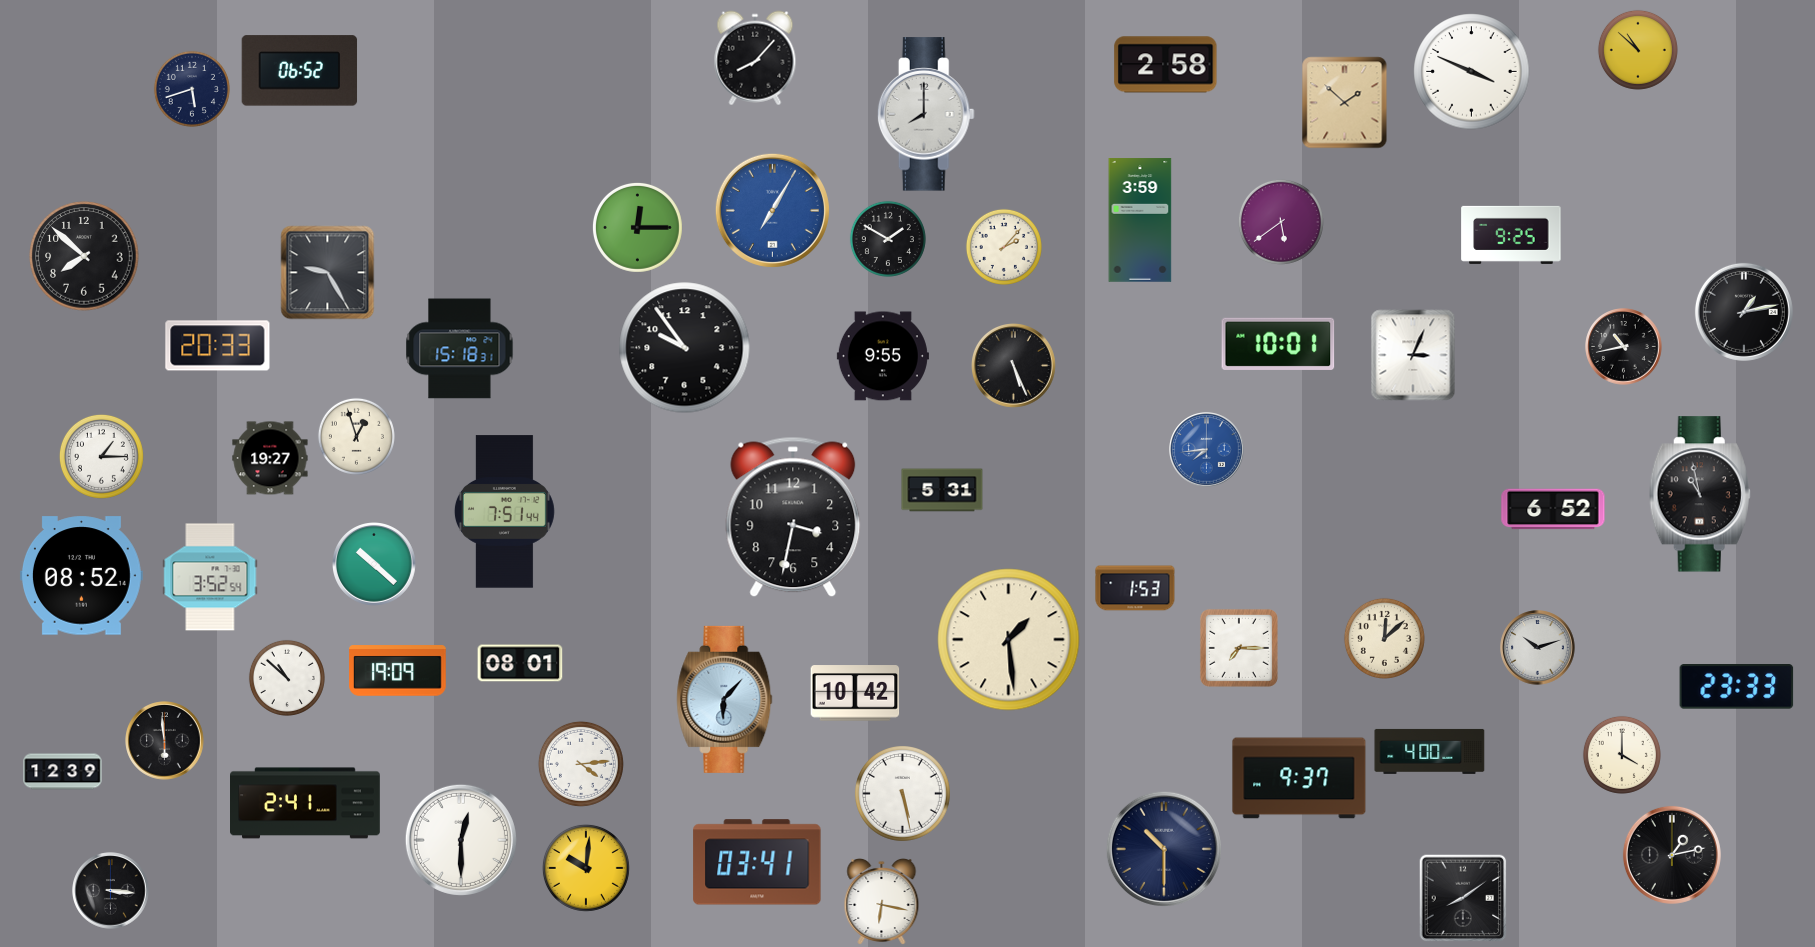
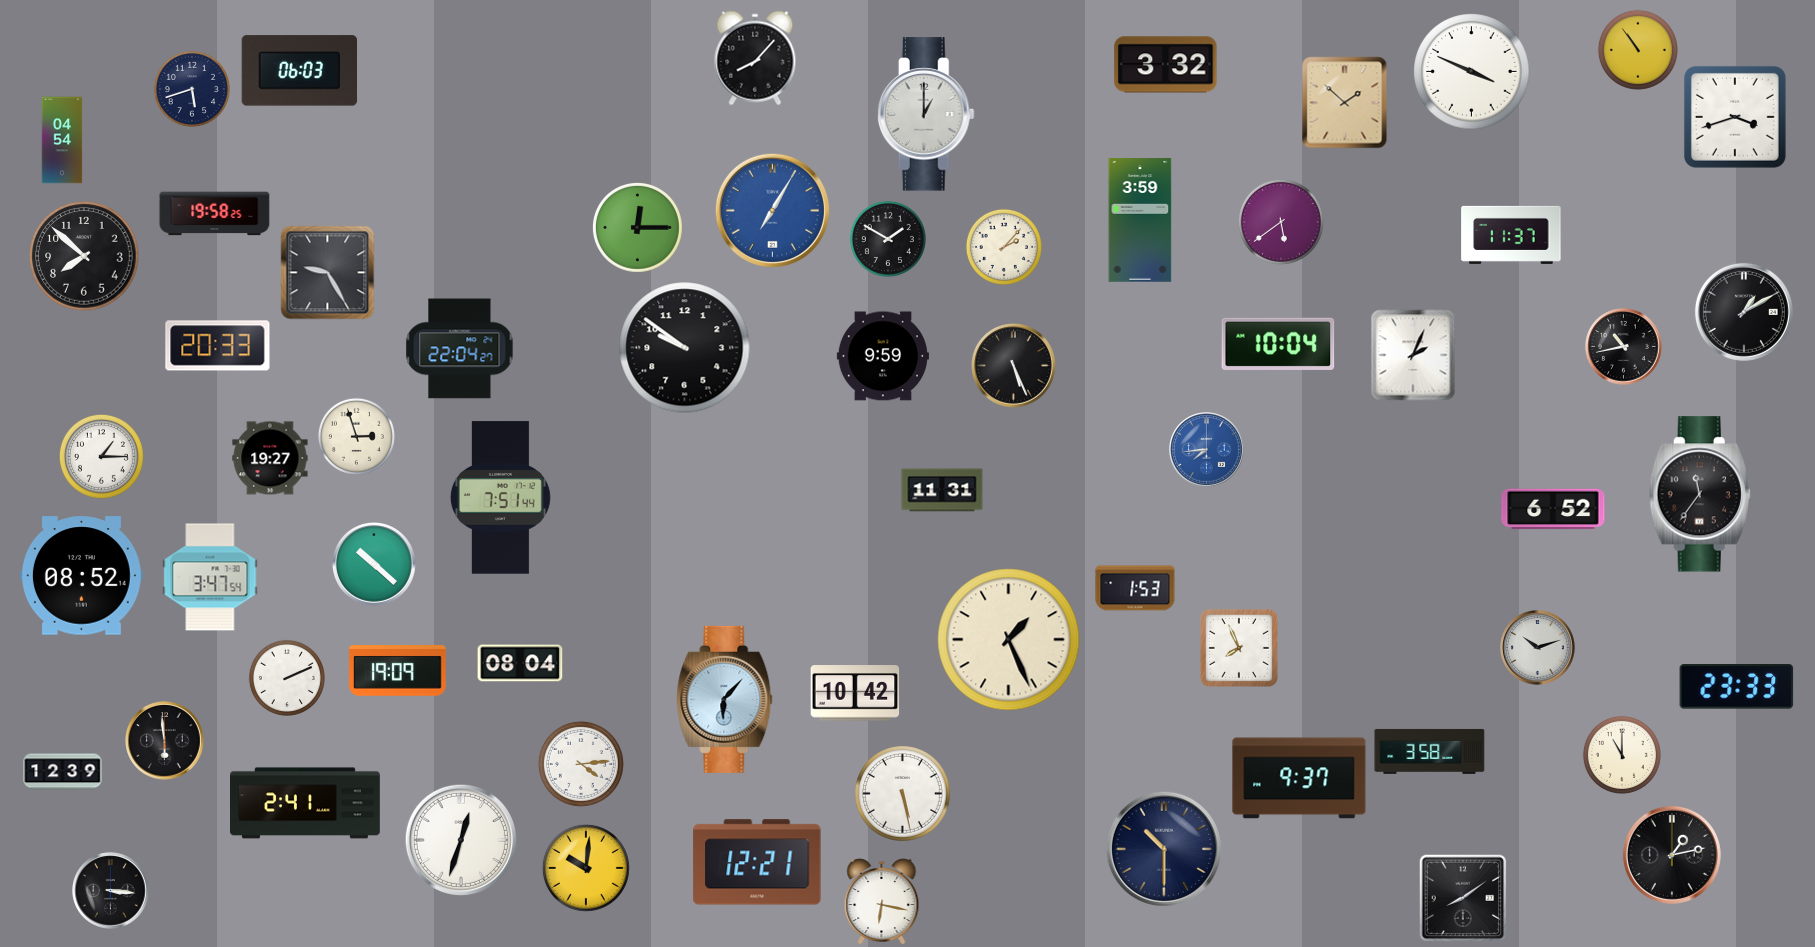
clock at (1638, 50): 10:52 -> 10:54
clock at (1166, 65): 2:58 -> 3:32
clock at (300, 71): 06:52 -> 06:03
clock at (926, 114): 8:00 -> 1:00
clock at (1735, 117): none -> 3:42
clock at (62, 140): none -> 04:54
clock at (215, 214): none -> 19:58
clock at (1511, 235): 9:25 -> 11:37
clock at (1744, 312): 1:13 -> 1:10
clock at (1278, 344): 10:01 -> 10:04
clock at (685, 348): 9:54 -> 9:51
clock at (460, 349): 15:18 -> 22:04
clock at (1413, 355): 3:04 -> 2:04
clock at (883, 356): 9:55 -> 9:59
clock at (356, 436): 12:57 -> 2:57
clock at (942, 490): 5:31 -> 11:31
clock at (1700, 494): 10:58 -> 11:36
clock at (504, 512) position: (504, 512) -> (500, 498)
clock at (793, 517): 3:32 -> none
clock at (210, 577): 3:52 -> 3:47
clock at (1384, 638): 12:08 -> none
clock at (1009, 640): 1:29 -> 1:26
clock at (1239, 648): 7:15 -> 7:56
clock at (520, 663): 08:01 -> 08:04
clock at (287, 678): 10:52 -> 2:11
clock at (1430, 751): 4:00 -> 3:58
clock at (1622, 755): 4:00 -> 11:00
clock at (461, 840): 12:30 -> 12:33
clock at (757, 862): 03:41 -> 12:21
